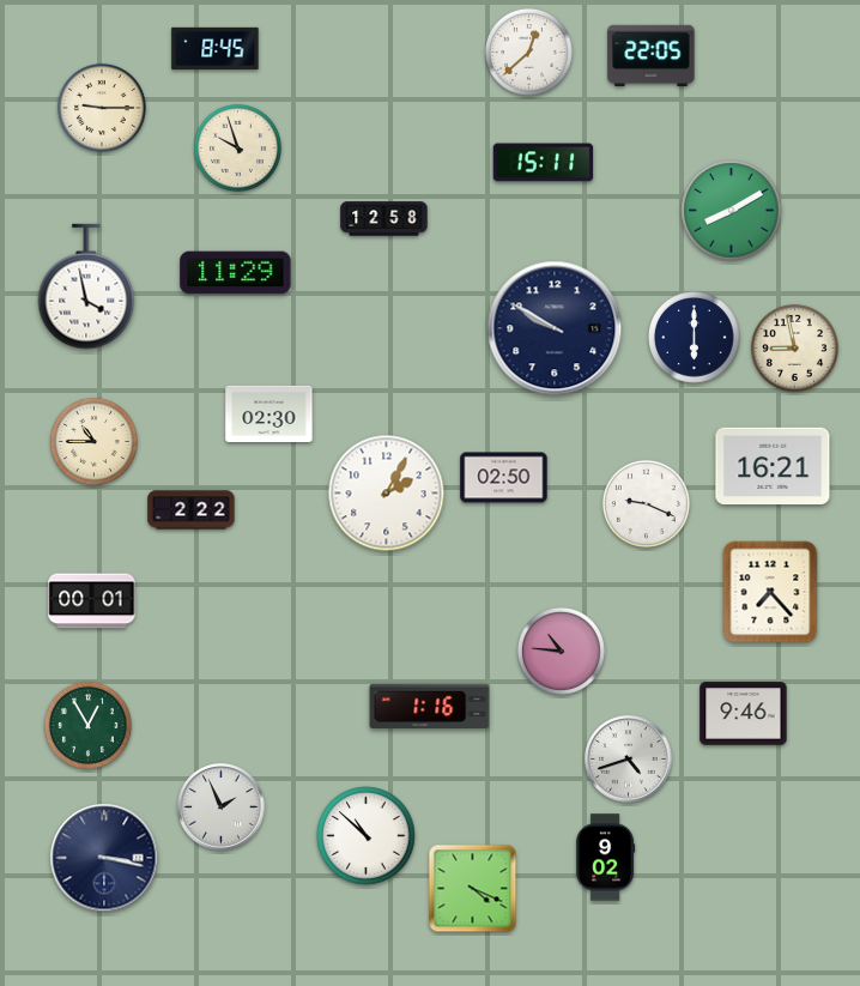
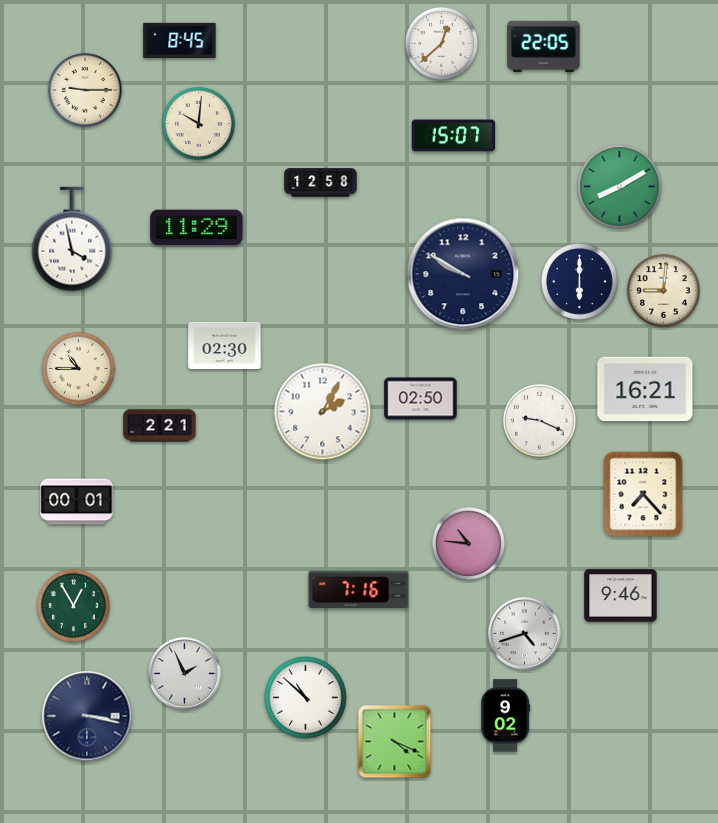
clock at (237, 147): 9:57 -> 10:01
clock at (544, 163): 15:11 -> 15:07
clock at (732, 211) position: (732, 211) -> (620, 187)
clock at (794, 347): 8:58 -> 9:01
clock at (192, 510): 2:22 -> 2:21
clock at (430, 707): 1:16 -> 7:16
